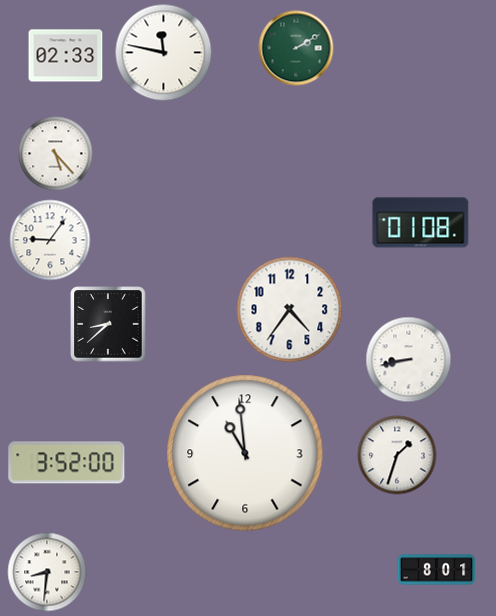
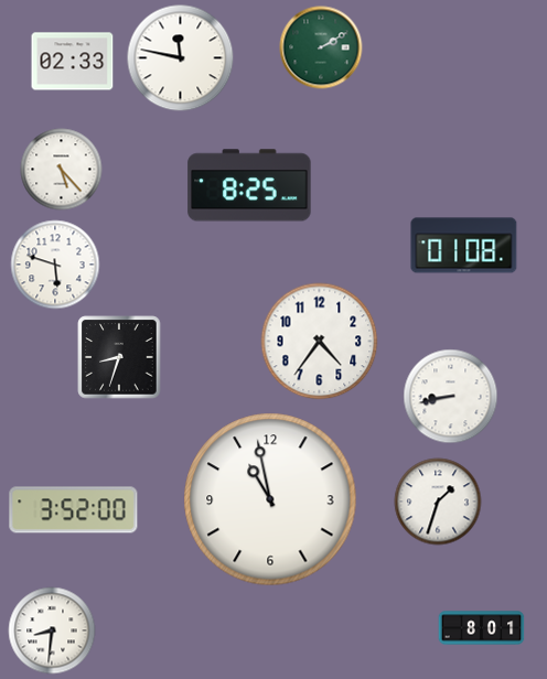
clock at (296, 48) position: (296, 48) -> (321, 47)
clock at (249, 185): none -> 8:25
clock at (50, 240): 9:06 -> 5:48
clock at (108, 324): 8:38 -> 8:33
clock at (245, 453): 10:59 -> 10:58
